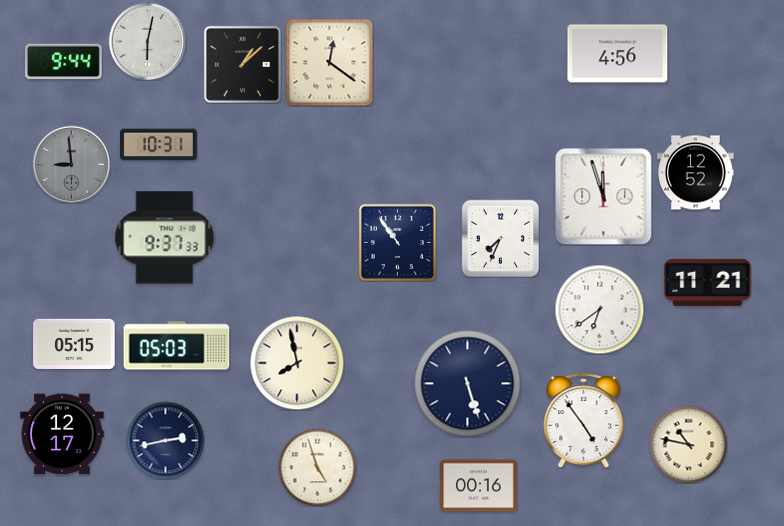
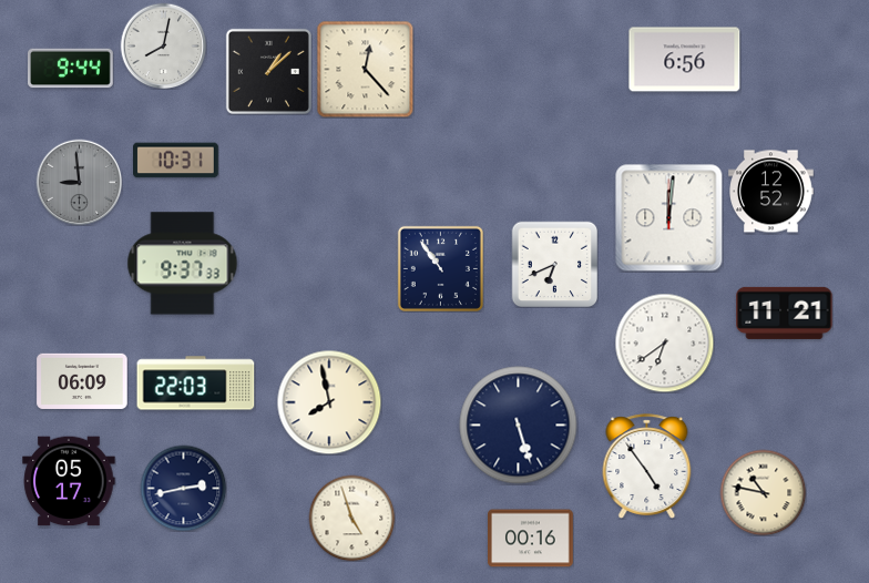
clock at (147, 41): 6:02 -> 8:02
clock at (618, 54): 4:56 -> 6:56
clock at (329, 62): 12:21 -> 12:23
clock at (604, 197): 11:57 -> 12:01
clock at (500, 238): 7:34 -> 6:41
clock at (74, 344): 05:15 -> 06:09
clock at (177, 346): 05:03 -> 22:03
clock at (62, 434): 12:17 -> 05:17
